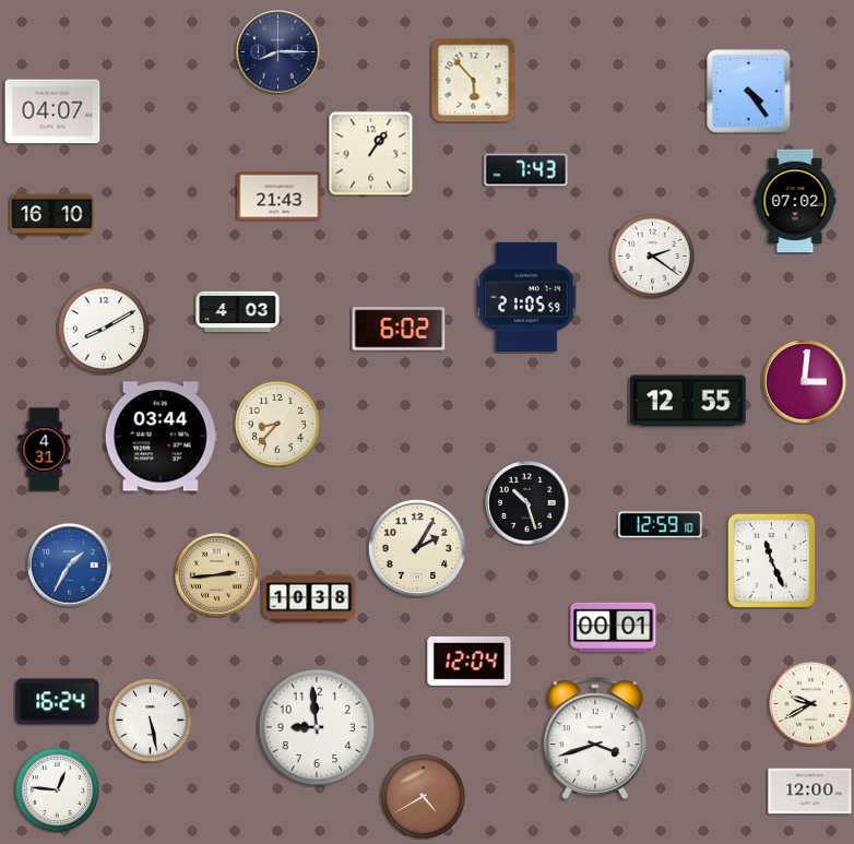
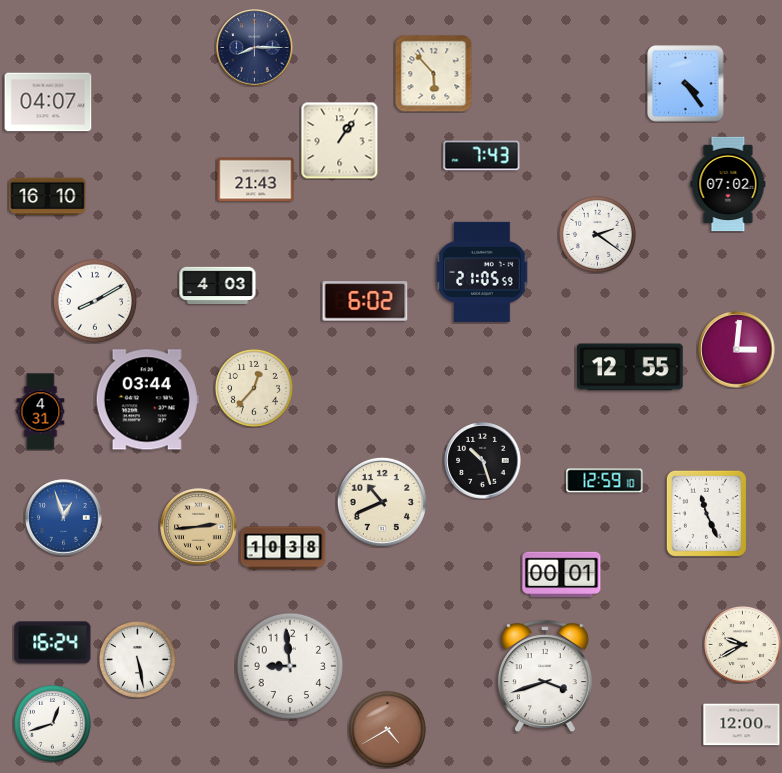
clock at (277, 424): 8:37 -> 12:37
clock at (417, 548): 2:05 -> 10:41
clock at (70, 566): 1:35 -> 12:57
clock at (470, 661): 12:04 -> none
clock at (57, 789): 12:46 -> 12:42
